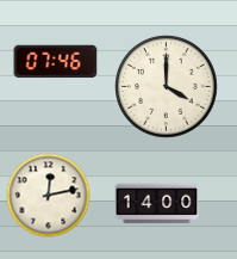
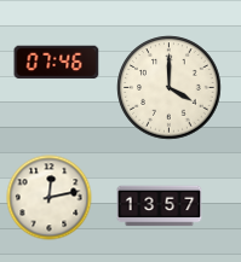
clock at (157, 204): 14:00 -> 13:57
